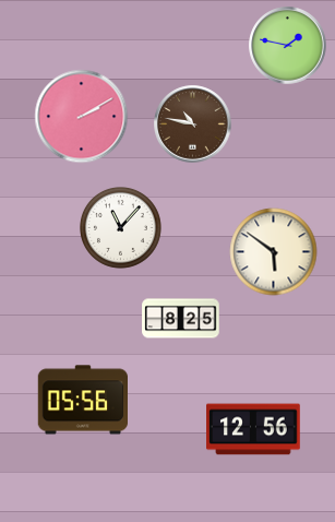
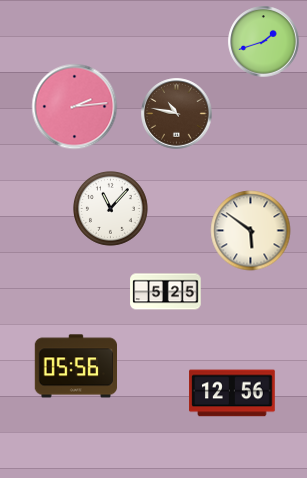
clock at (288, 46): 1:47 -> 1:42
clock at (82, 117): 2:10 -> 2:14
clock at (181, 319): 8:25 -> 5:25
